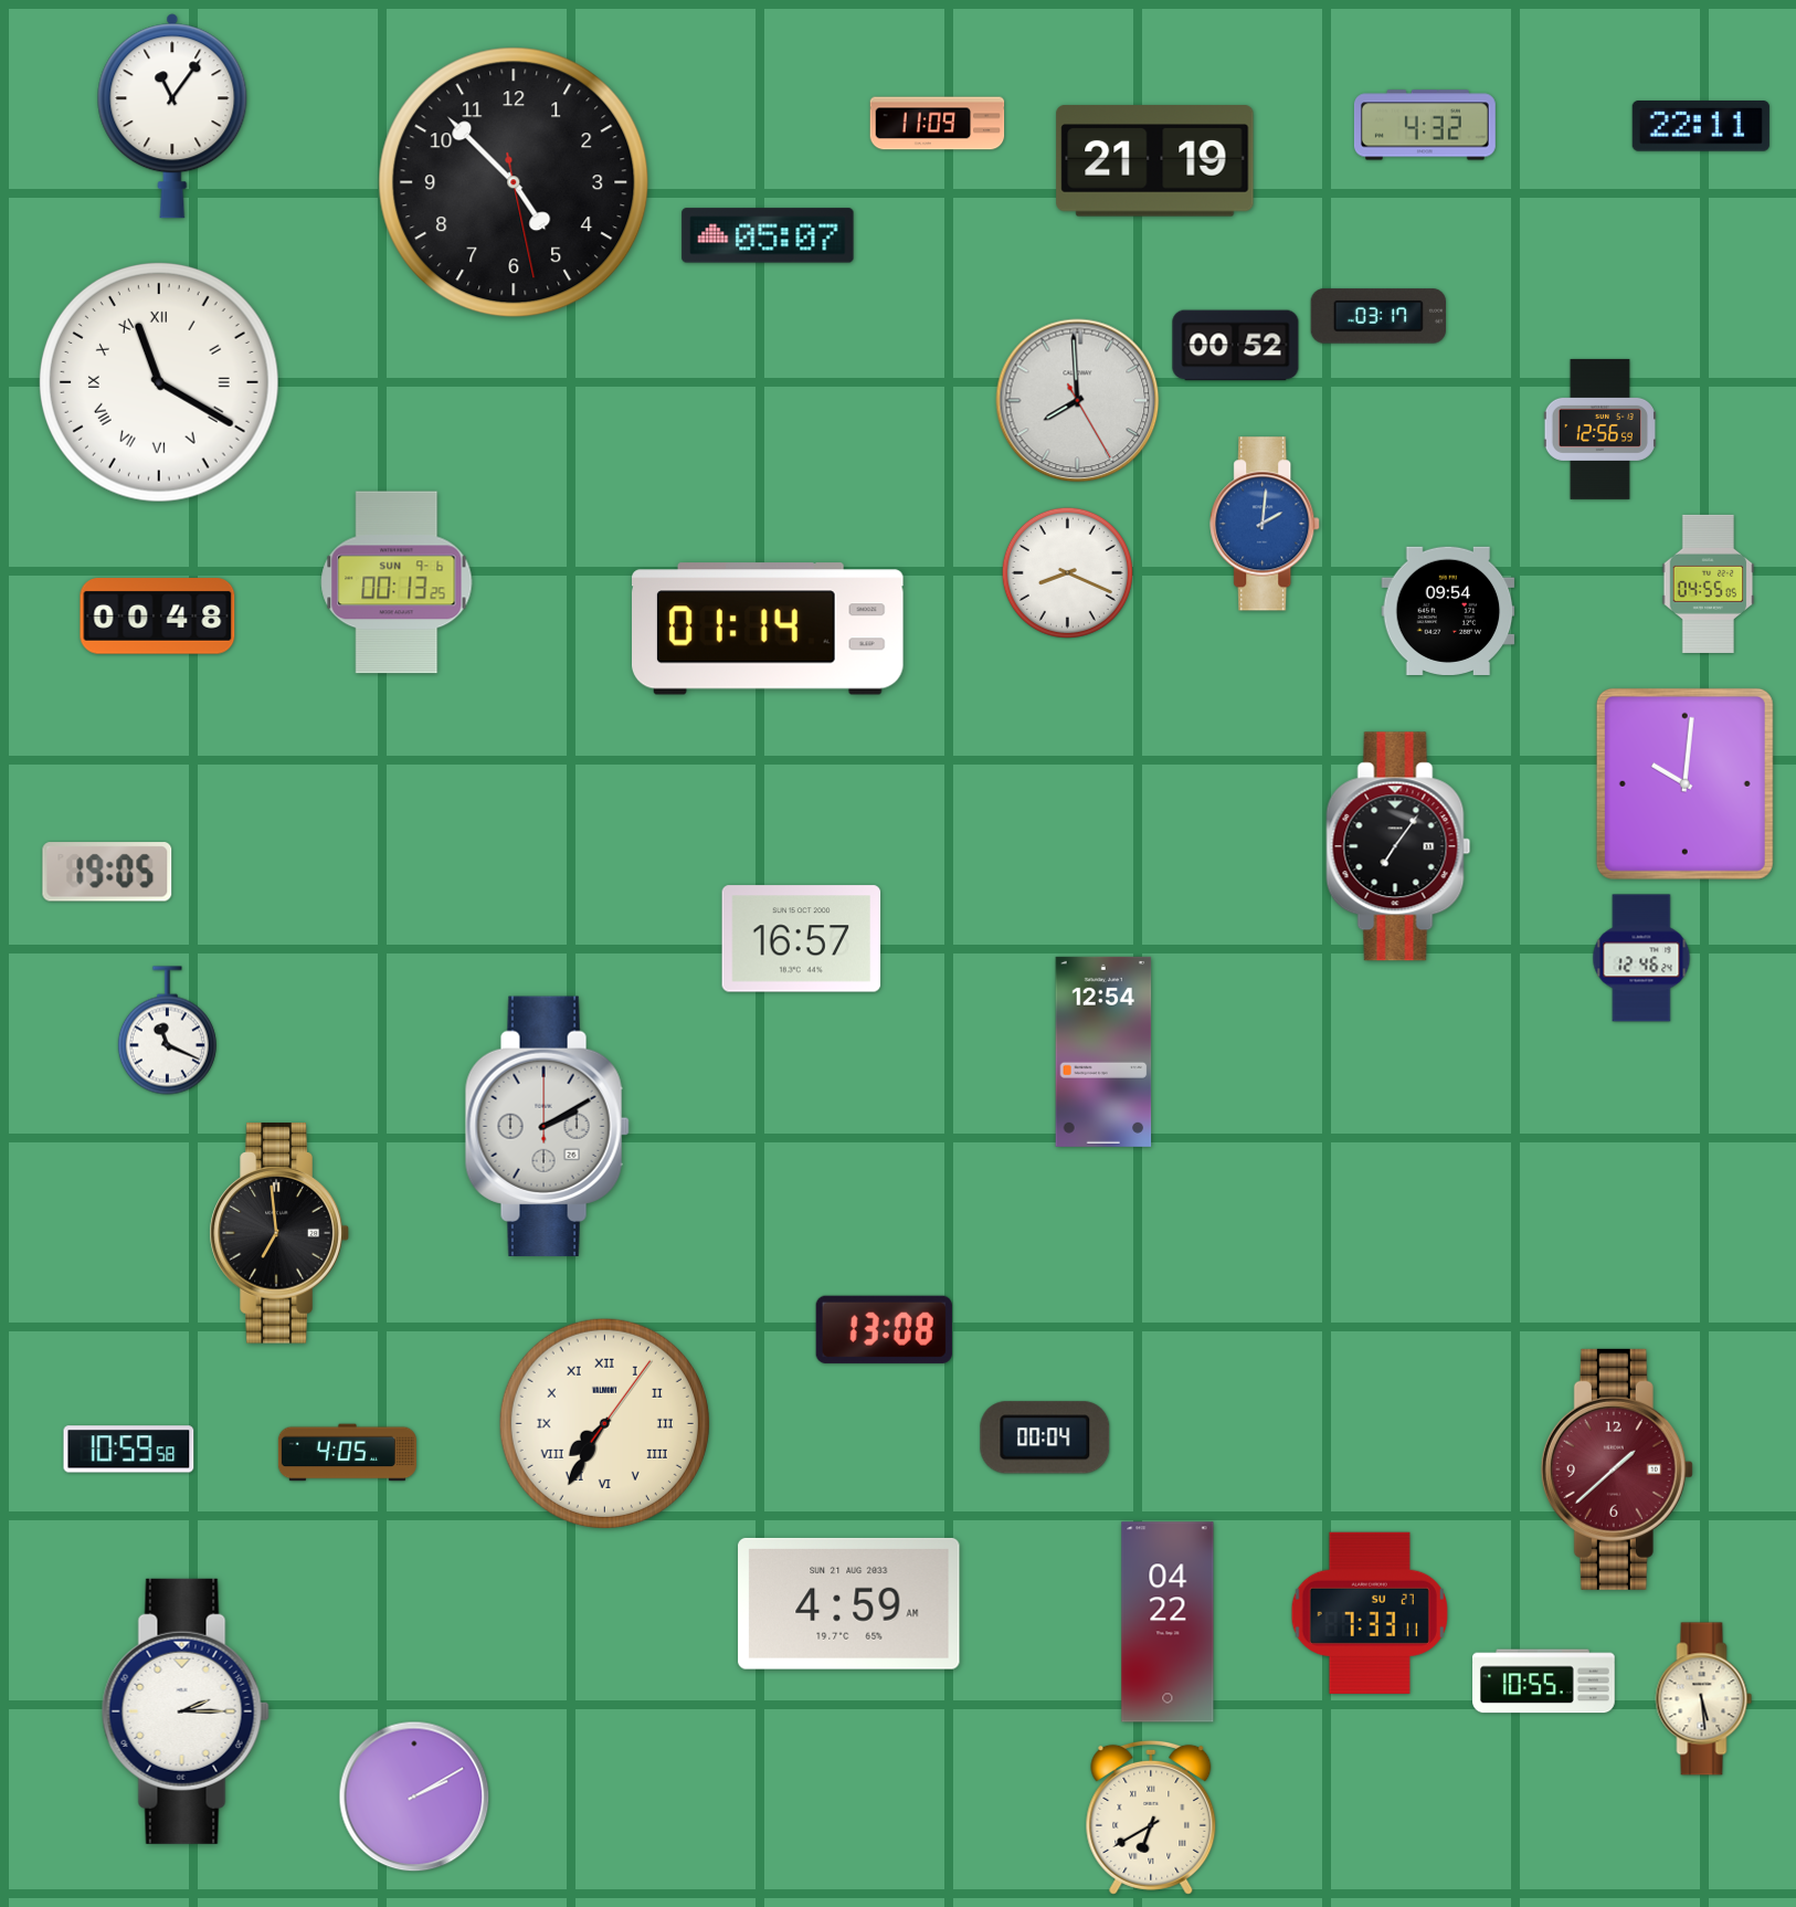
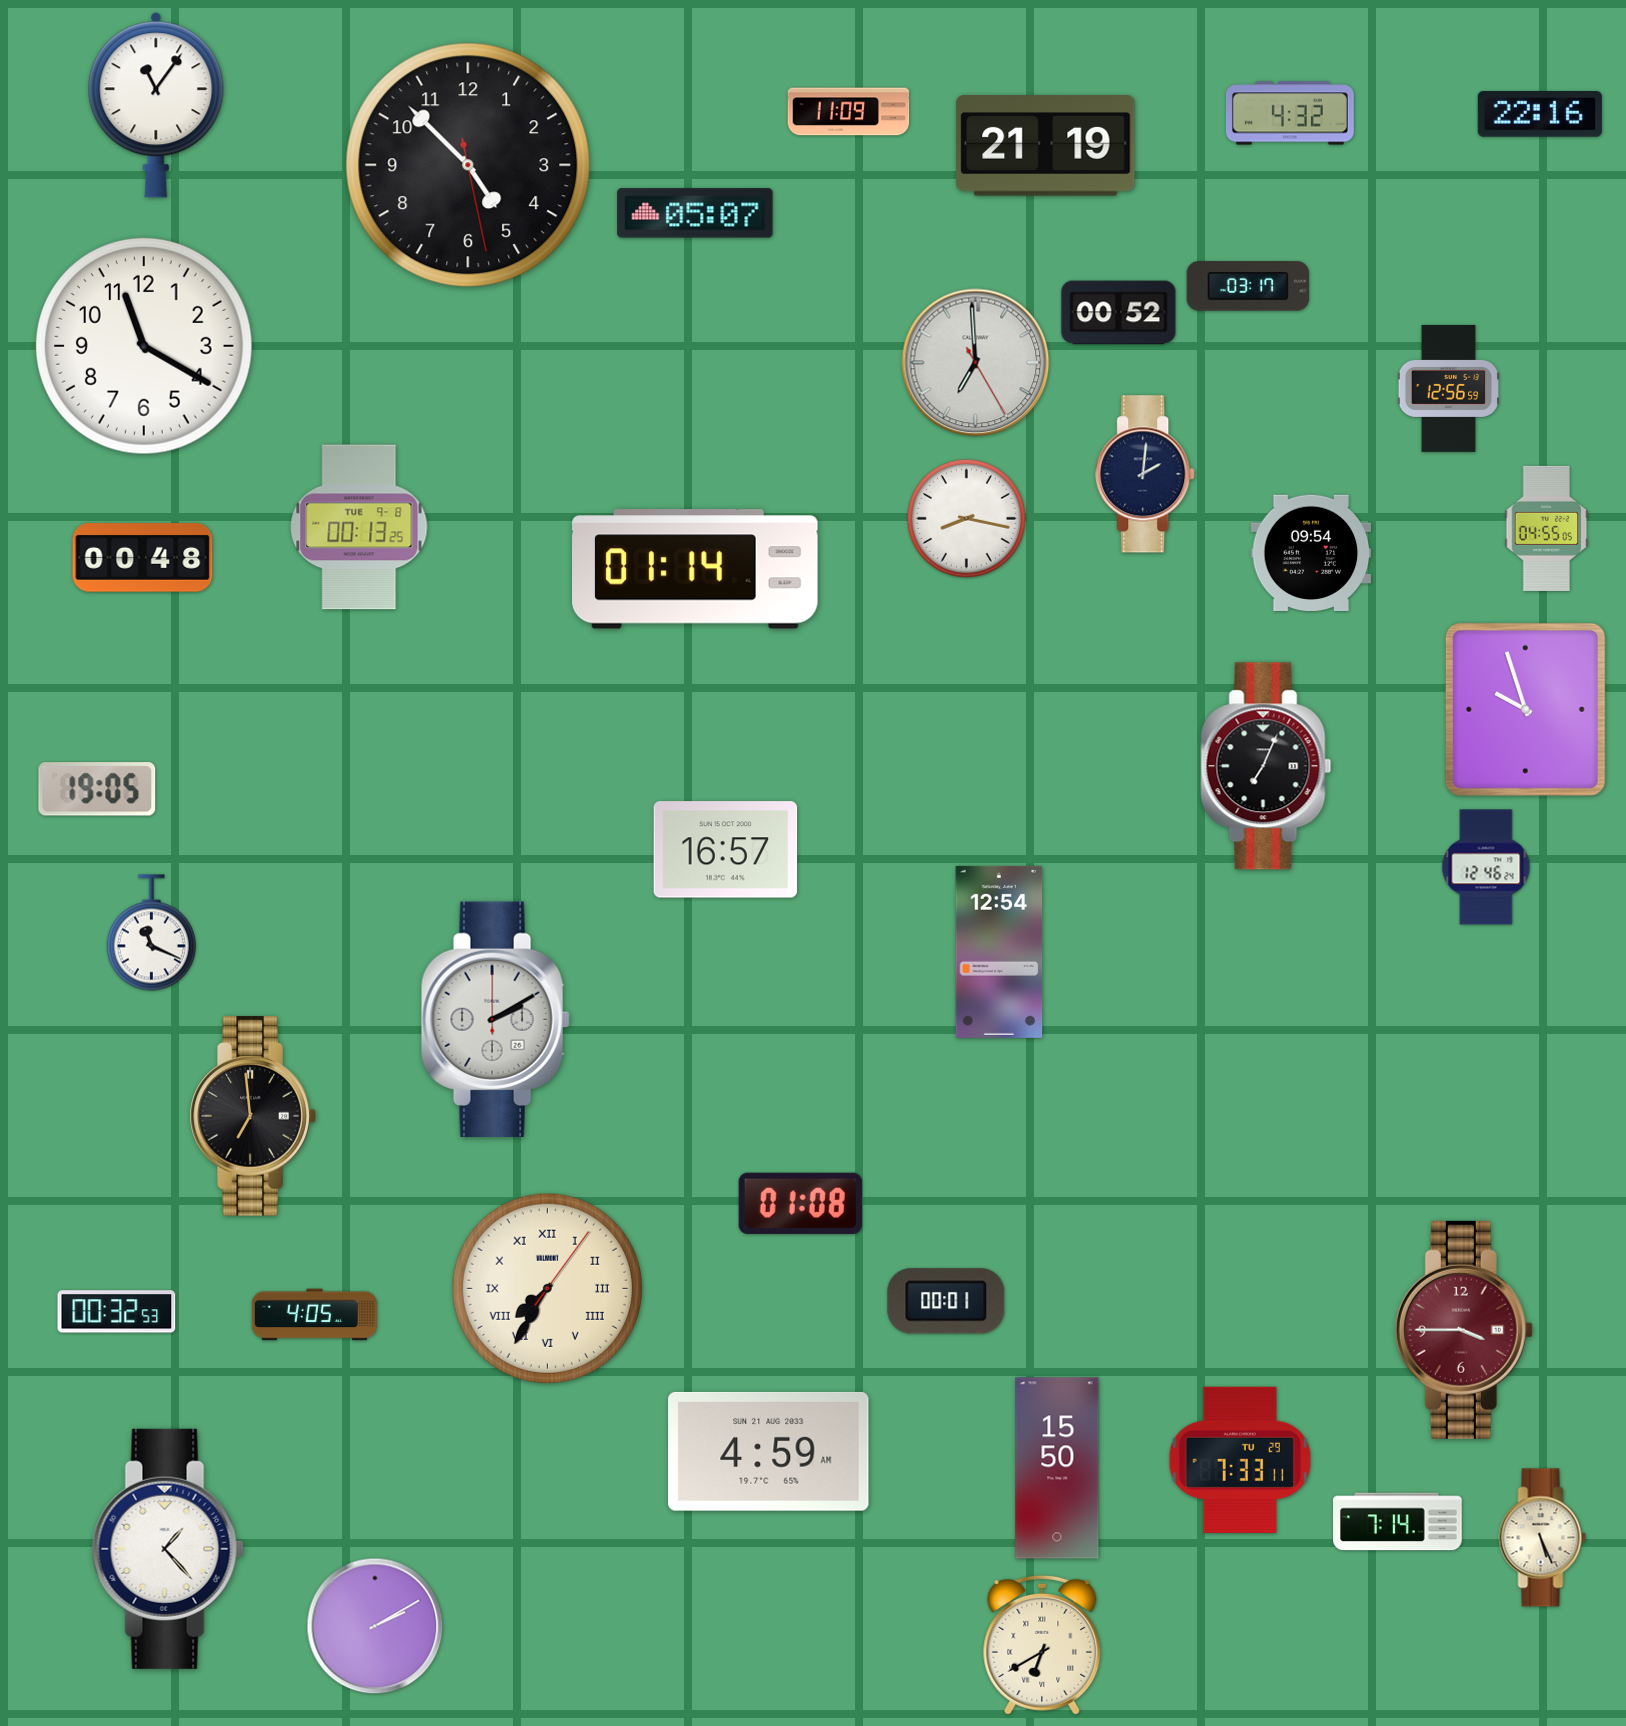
clock at (1701, 127): 22:11 -> 22:16
clock at (514, 182) position: (514, 182) -> (468, 165)
clock at (159, 382) numerals: Roman -> Arabic
clock at (1078, 401): 7:59 -> 6:59
clock at (1266, 524) dial: blue -> navy
clock at (1067, 572): 8:19 -> 8:17
clock at (397, 582) date: SUN 9-6 -> TUE 9-8
clock at (1684, 783): 10:01 -> 9:57
clock at (1398, 846): 7:06 -> 7:04
clock at (884, 1329): 13:08 -> 01:08
clock at (1045, 1437): 00:04 -> 00:01
clock at (129, 1450): 10:59 -> 00:32
clock at (1617, 1469): 1:38 -> 3:45
clock at (1370, 1613) date: SU 27 -> TU 29
clock at (1168, 1622): 04:22 -> 15:50
clock at (1544, 1682): 10:55 -> 7:14
clock at (1704, 1699): 5:29 -> 5:26
clock at (186, 1711): 2:15 -> 1:23
